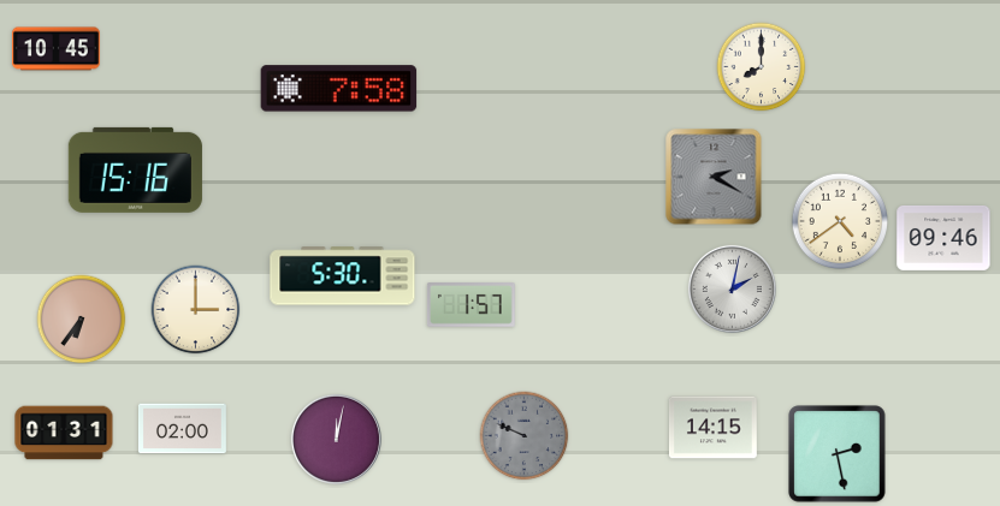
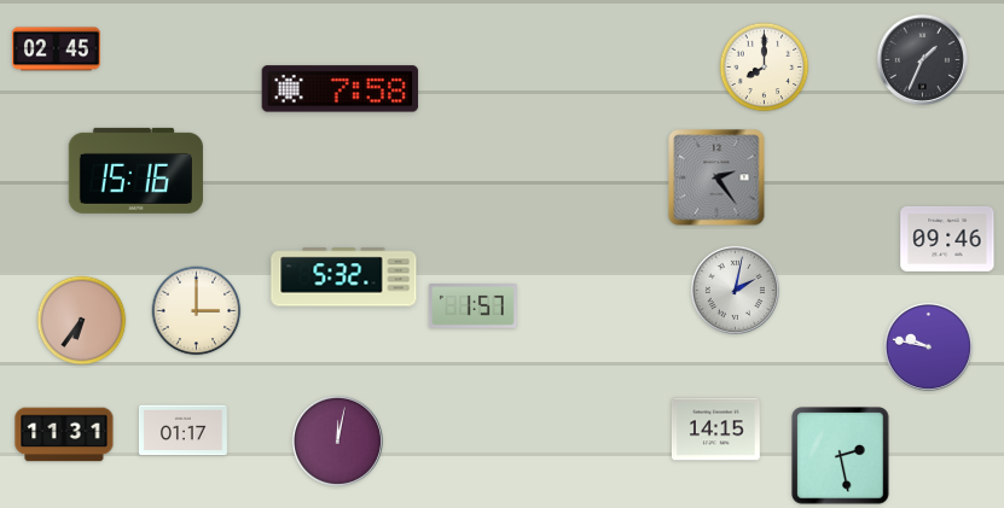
clock at (55, 49): 10:45 -> 02:45
clock at (922, 59): none -> 1:34
clock at (714, 177): 2:20 -> 2:24
clock at (840, 221): 4:39 -> none
clock at (343, 276): 5:30 -> 5:32
clock at (928, 346): none -> 9:47
clock at (182, 429): 02:00 -> 01:17
clock at (64, 433): 01:31 -> 11:31
clock at (525, 436): 9:49 -> none
